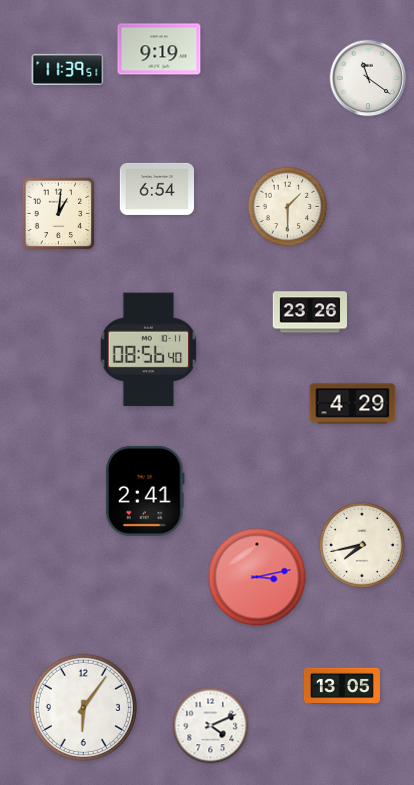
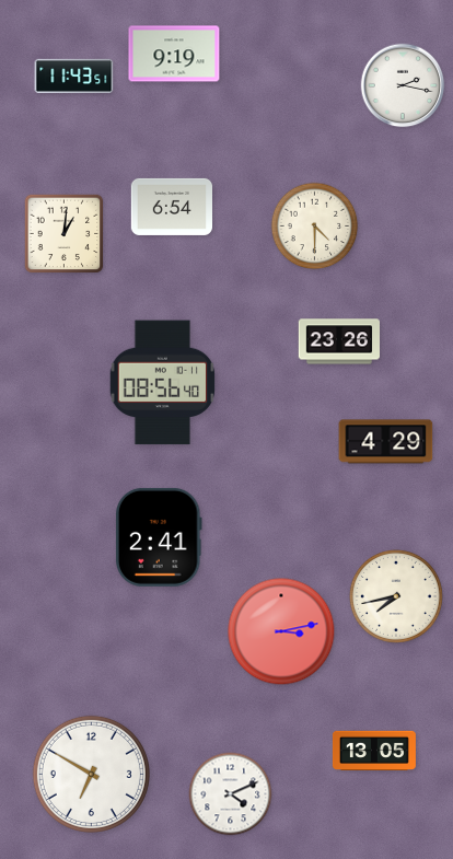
clock at (68, 69): 11:39 -> 11:43
clock at (368, 78): 11:21 -> 2:17
clock at (288, 207): 1:30 -> 4:30
clock at (83, 707): 6:06 -> 6:50
